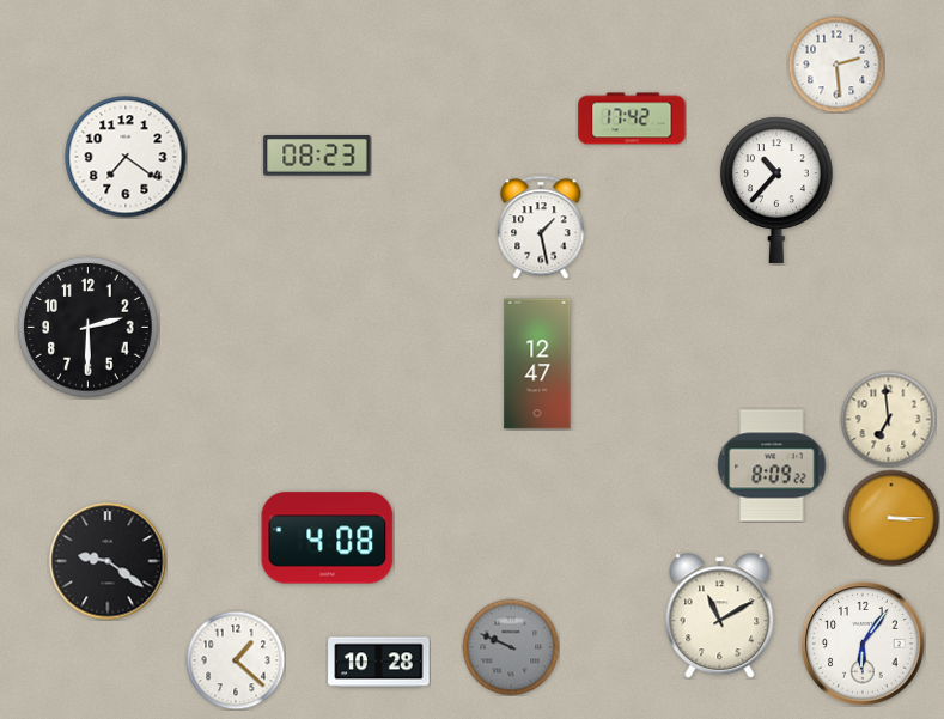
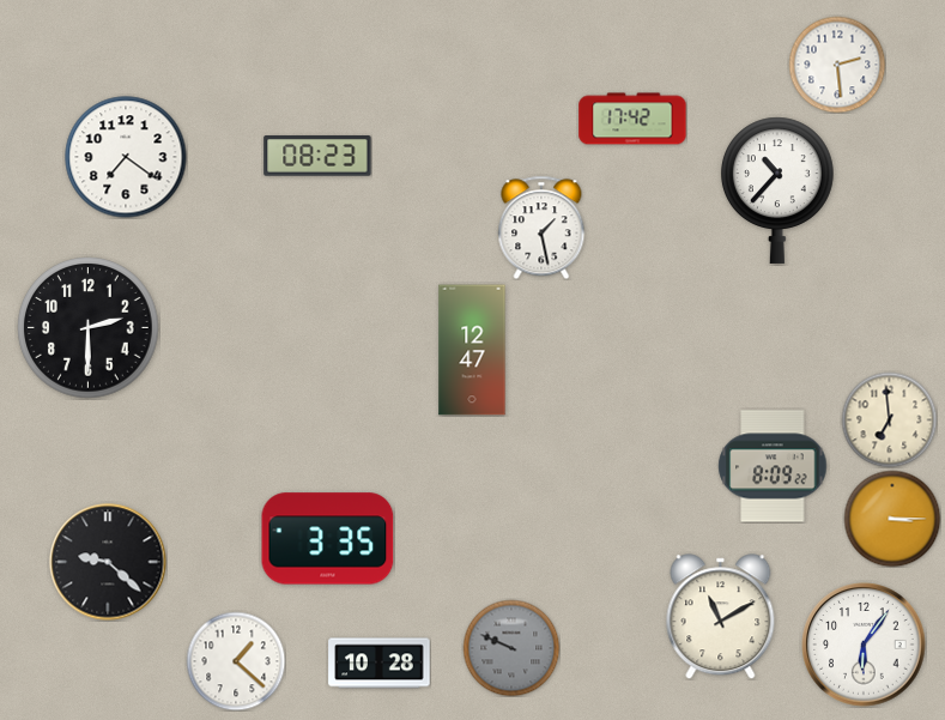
clock at (537, 364) position: (537, 364) -> (472, 350)
clock at (328, 538): 4:08 -> 3:35
clock at (108, 561): 9:21 -> 9:22
